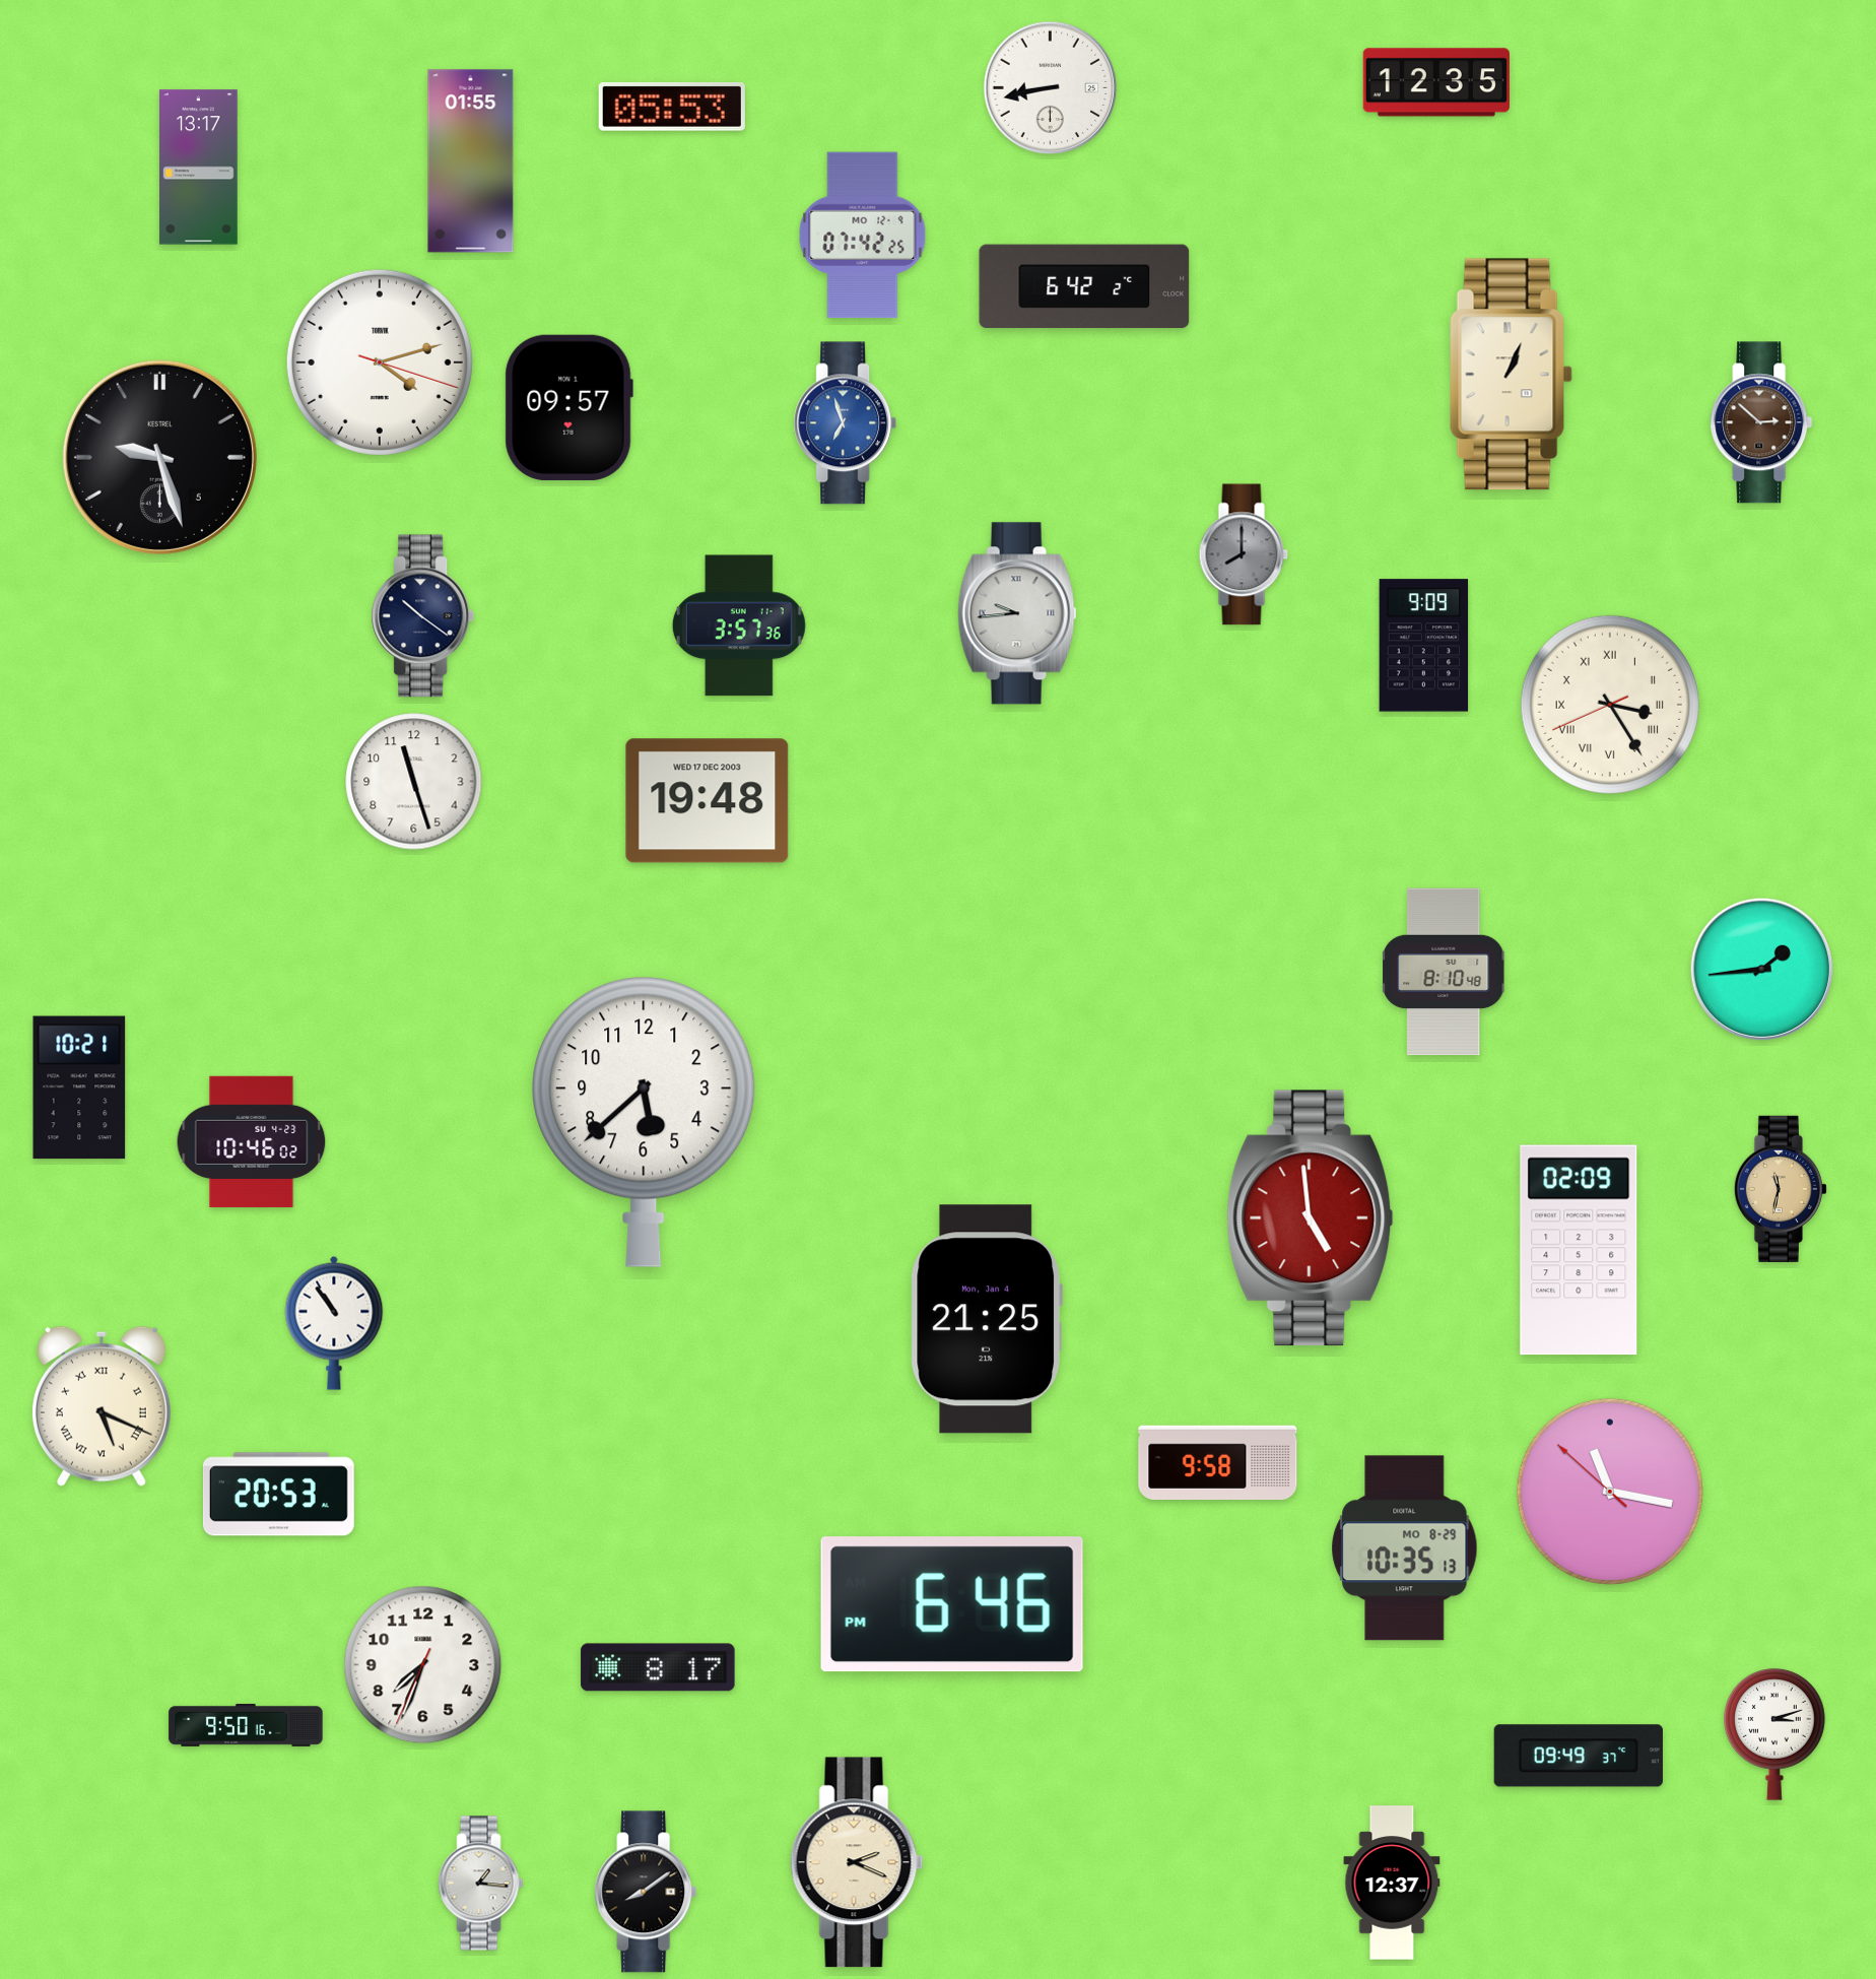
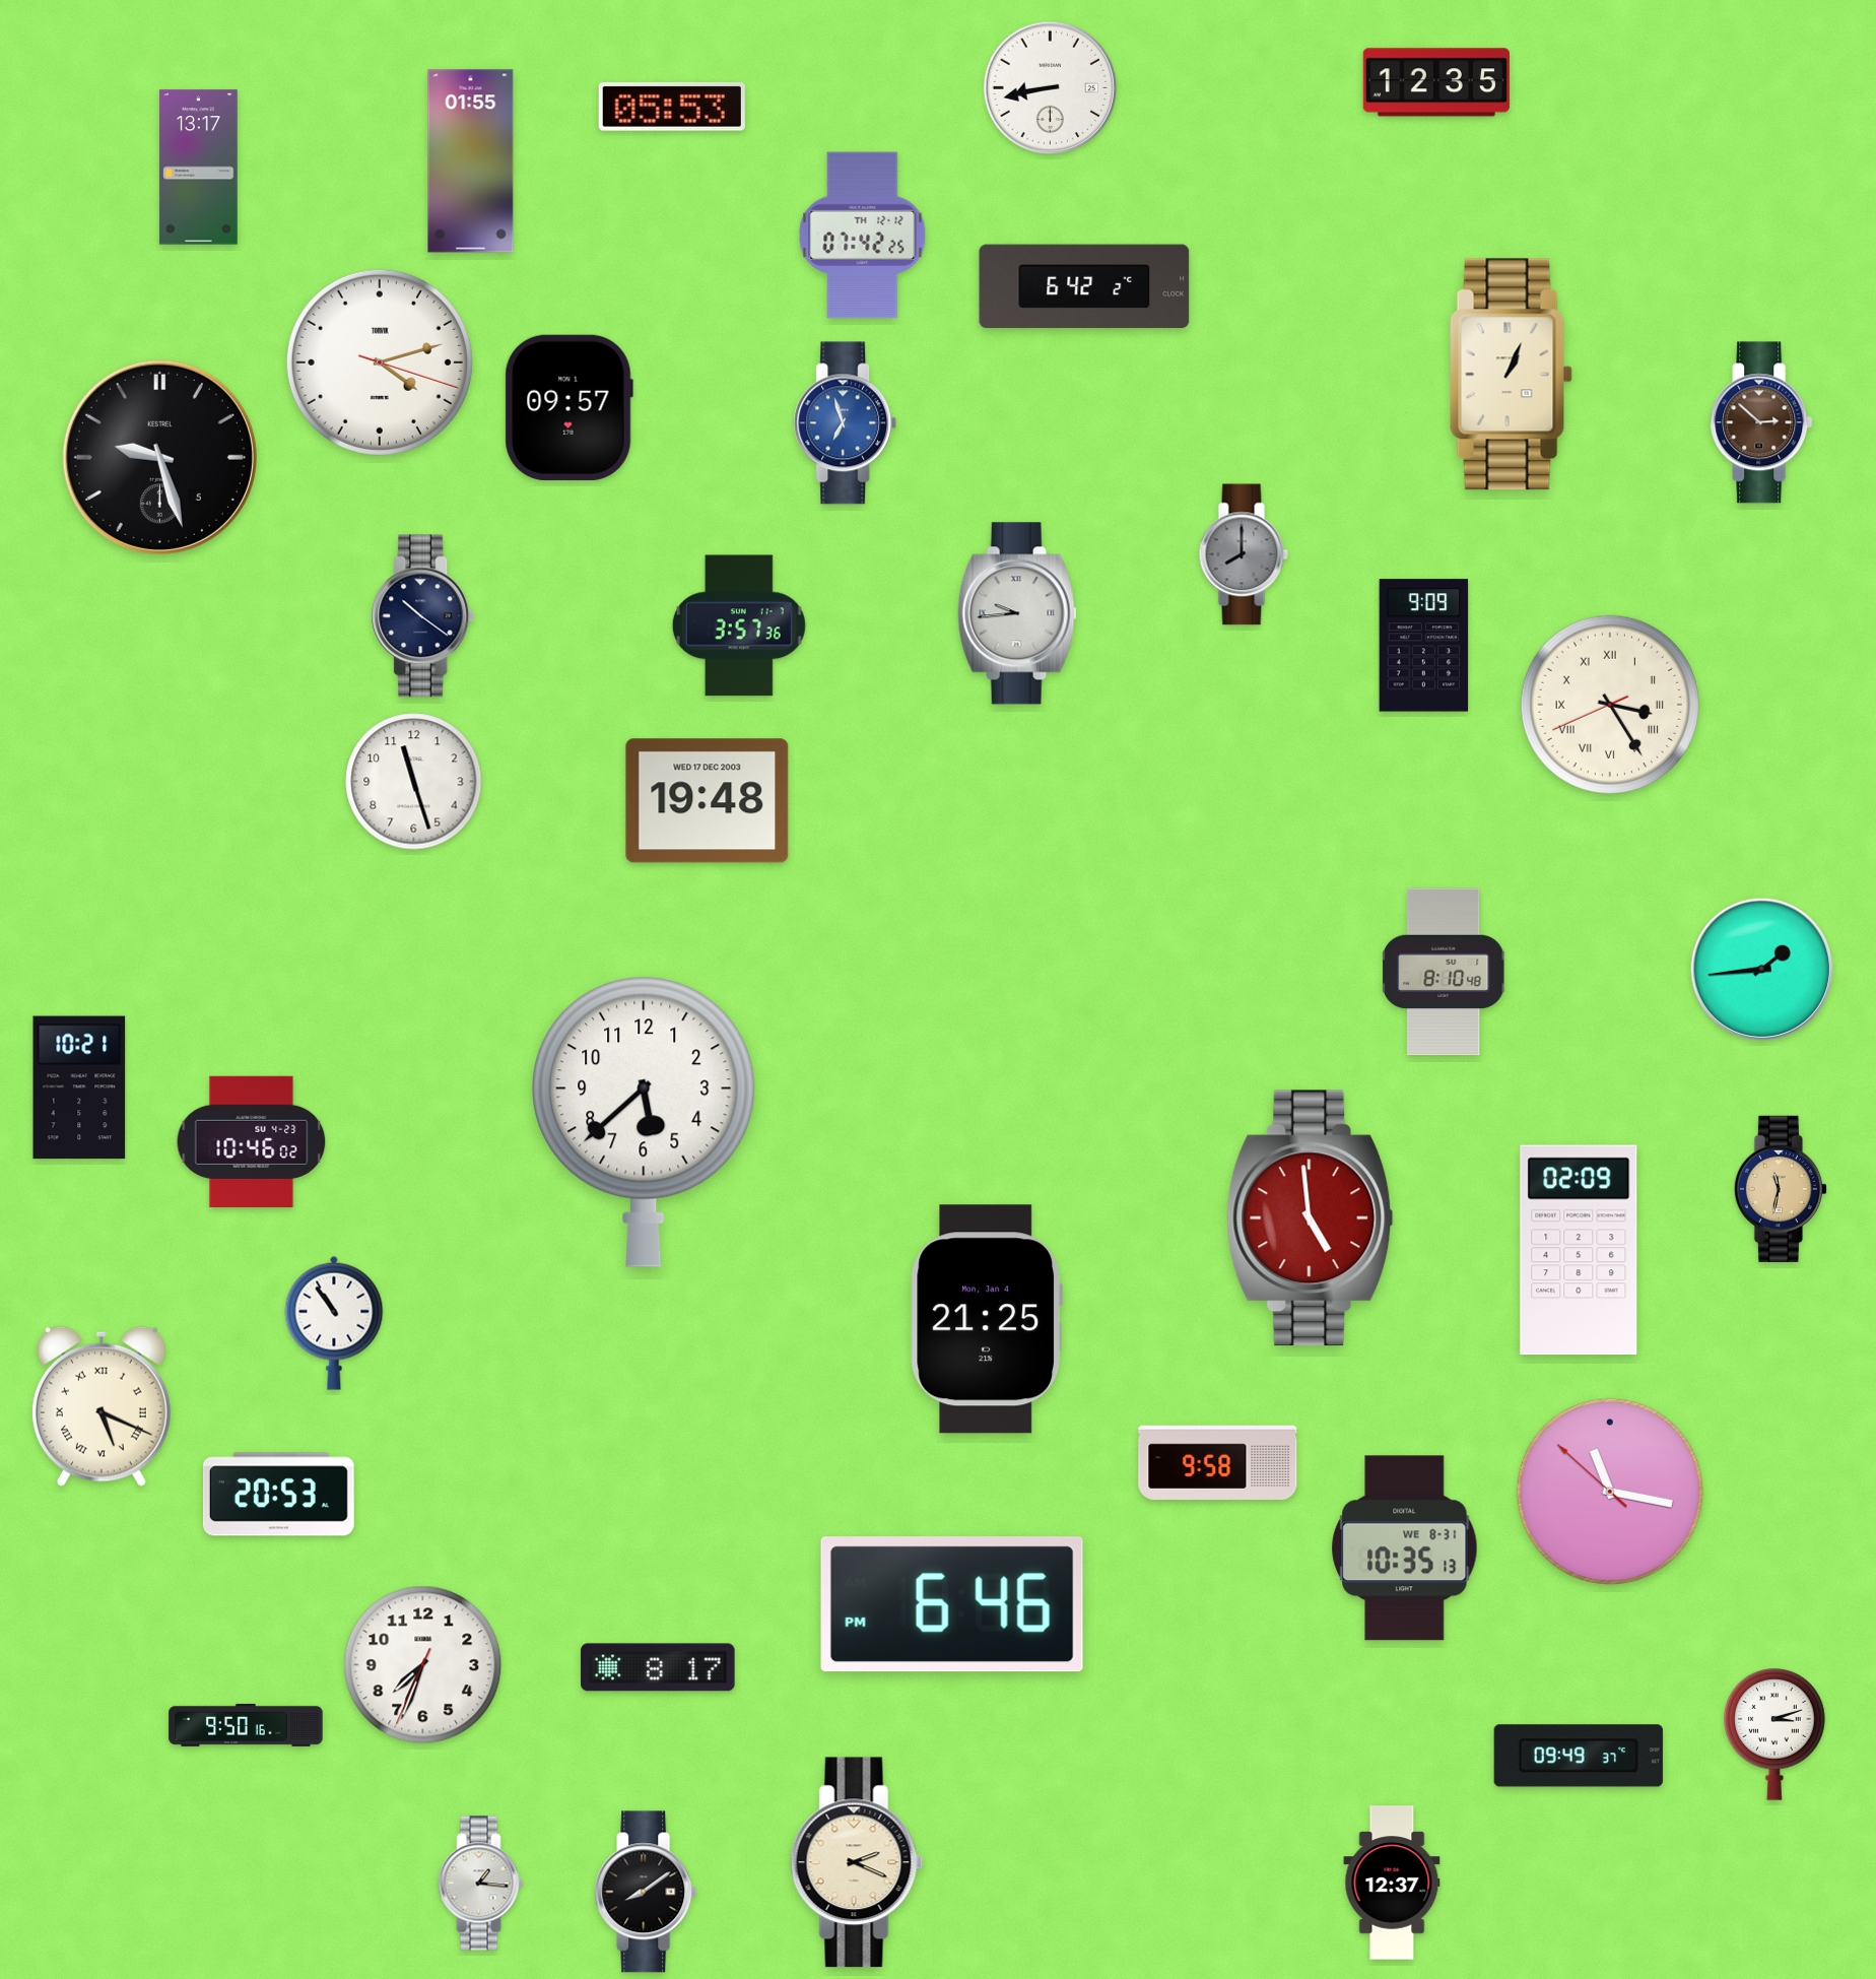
clock at (863, 236) date: MO 12-9 -> TH 12-12
clock at (1405, 1548) date: MO 8-29 -> WE 8-31
